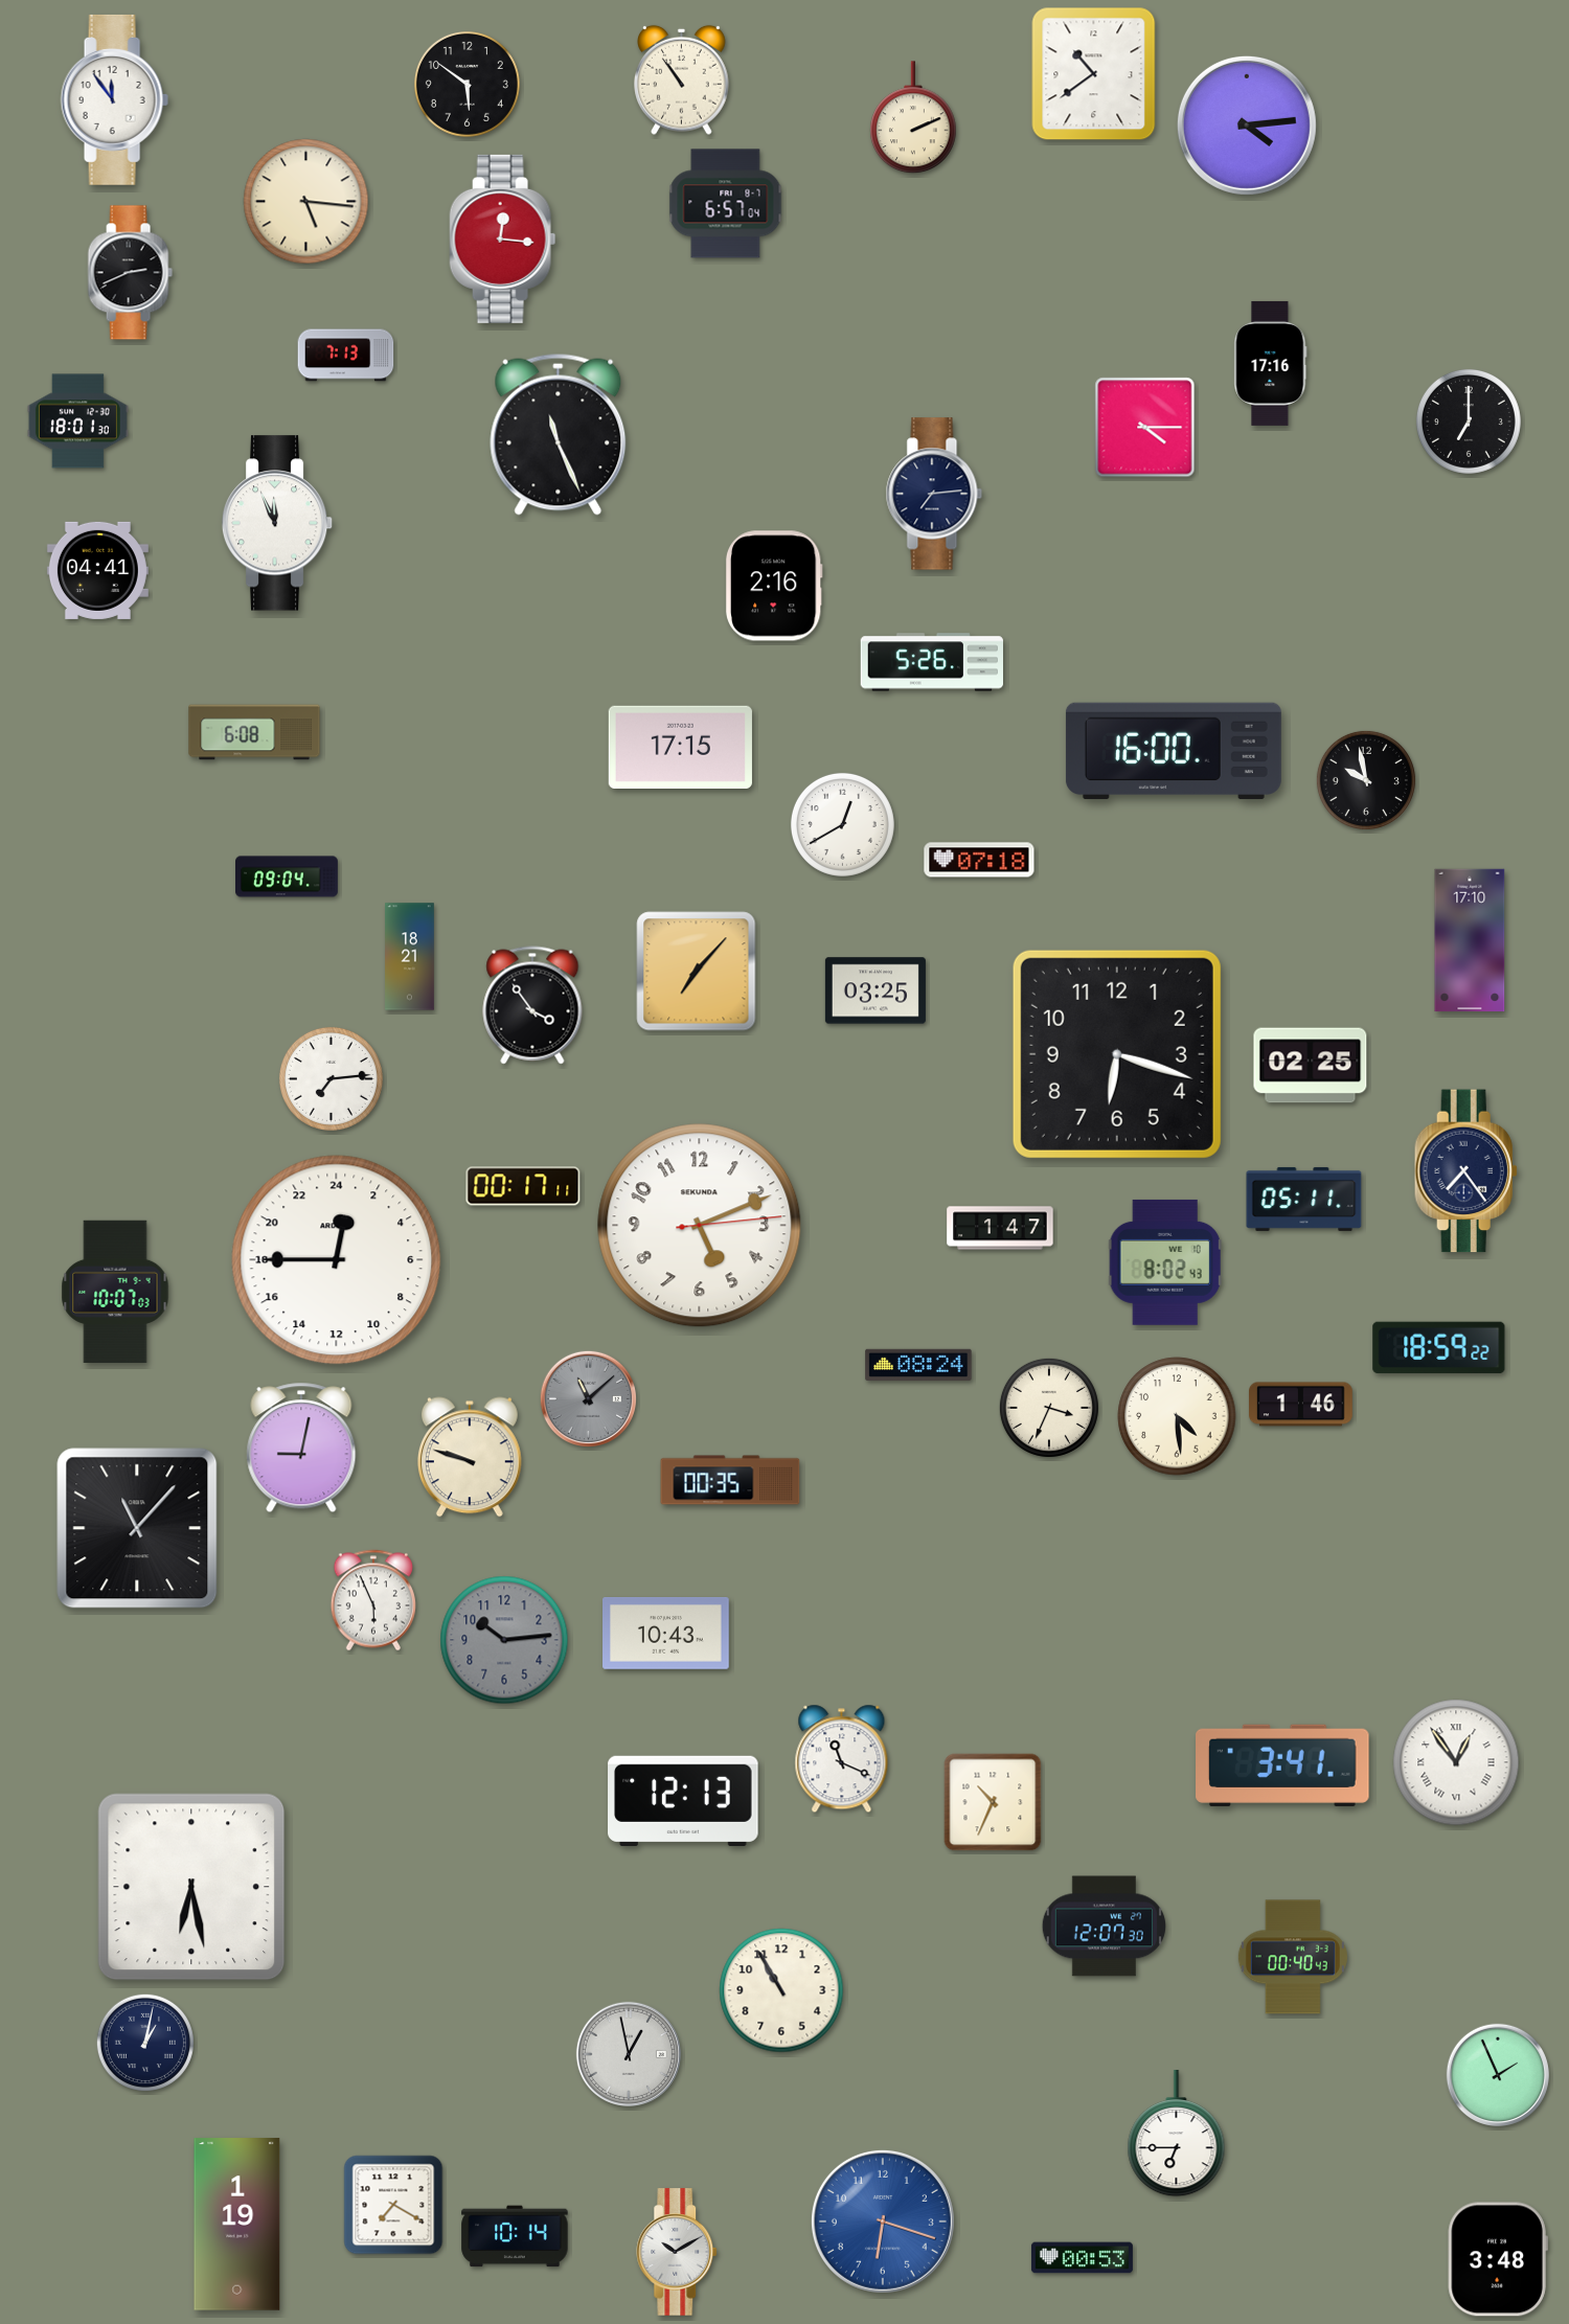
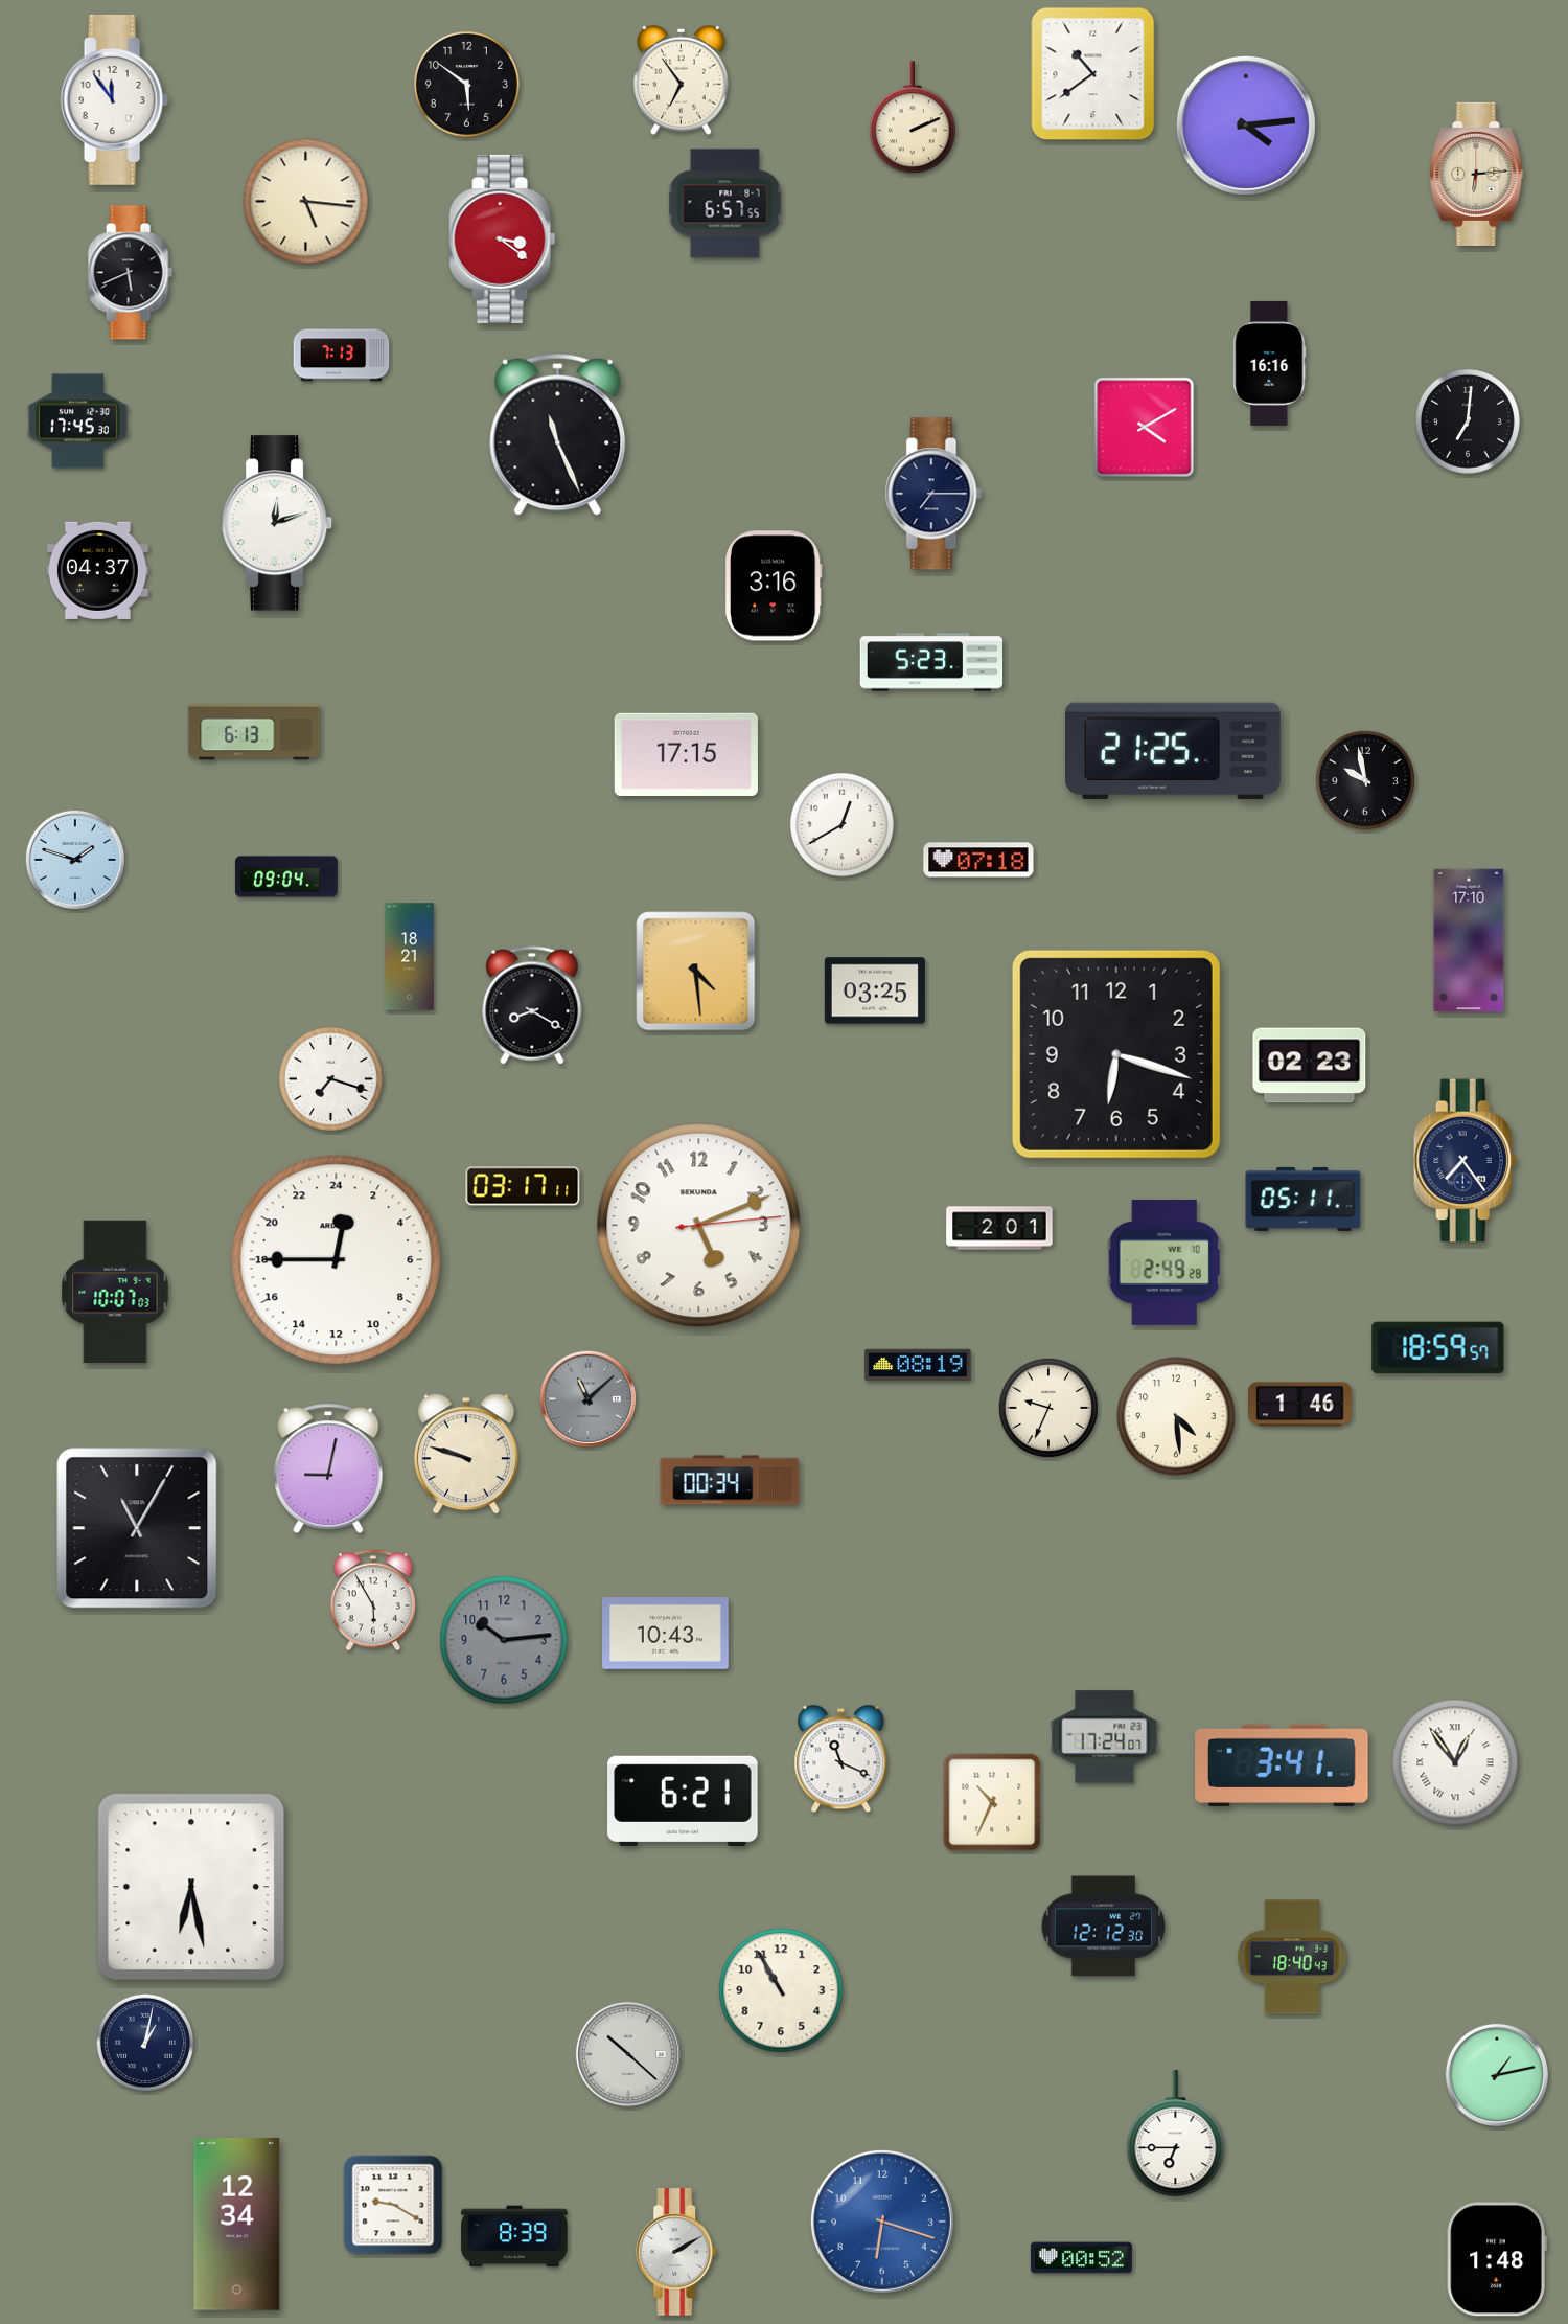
clock at (682, 79): 10:54 -> 6:54
clock at (1477, 174): none -> 6:14
clock at (726, 204): 6:57:04 -> 6:57:55
clock at (503, 238): 12:16 -> 3:21
clock at (130, 273): 2:41 -> 5:41
clock at (346, 356) position: (346, 356) -> (342, 356)
clock at (1271, 363): 17:16 -> 16:16
clock at (77, 421): 18:01 -> 17:45
clock at (1469, 421): 7:00 -> 7:01
clock at (1145, 428): 4:15 -> 4:10
clock at (934, 494): 7:14 -> 7:15
clock at (277, 523): 11:56 -> 12:12
clock at (97, 570): 04:41 -> 04:37
clock at (774, 586): 2:16 -> 3:16
clock at (932, 662): 5:26 -> 5:23
clock at (254, 732): 6:08 -> 6:13
clock at (680, 747) position: (680, 747) -> (686, 754)
clock at (1174, 751): 16:00 -> 21:25
clock at (74, 859): none -> 1:48
clock at (697, 972): 7:07 -> 4:29
clock at (532, 1005): 3:54 -> 8:20
clock at (1311, 1066): 02:25 -> 02:23
clock at (331, 1078): 7:14 -> 7:18
clock at (1465, 1171) position: (1465, 1171) -> (1465, 1161)
clock at (523, 1186): 00:17 -> 03:17
clock at (1000, 1228): 1:47 -> 2:01
clock at (1165, 1262): 8:02 -> 2:49
clock at (1439, 1347): 18:59:22 -> 18:59:57
clock at (918, 1365): 08:24 -> 08:19
clock at (1049, 1408): 3:34 -> 9:34
clock at (301, 1448) position: (301, 1448) -> (328, 1468)
clock at (470, 1457) position: (470, 1457) -> (466, 1454)
clock at (730, 1480): 00:35 -> 00:34
clock at (137, 1528): 11:07 -> 11:05
clock at (372, 1600): 5:56 -> 5:55
clock at (1105, 1737): none -> 17:24
clock at (683, 1801): 12:13 -> 6:21
clock at (1104, 1927): 12:07 -> 12:12
clock at (1293, 1957): 00:40 -> 18:40
clock at (629, 2054): 12:58 -> 10:22
clock at (1498, 2075): 1:56 -> 1:13
clock at (393, 2205): 7:20 -> 9:20
clock at (237, 2225): 1:19 -> 12:34
clock at (515, 2236): 10:14 -> 8:39
clock at (678, 2252): 10:10 -> 2:10
clock at (1082, 2258): 00:53 -> 00:52
clock at (1498, 2259): 3:48 -> 1:48
